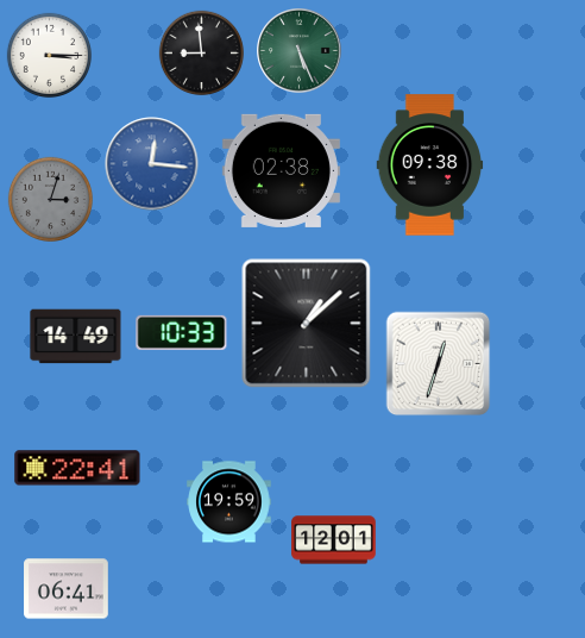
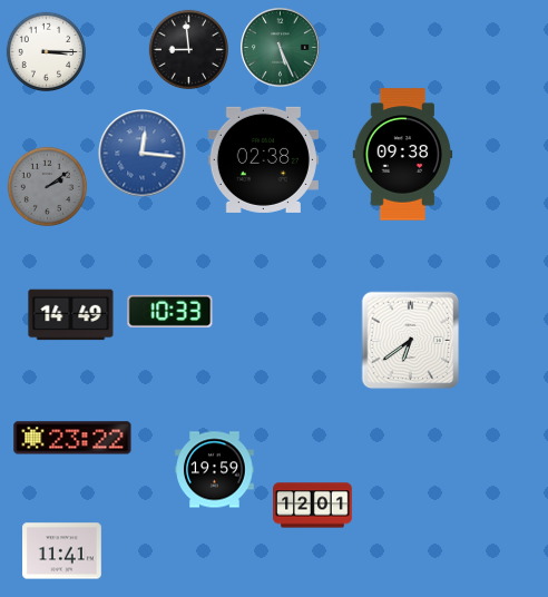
clock at (51, 200): 3:03 -> 2:09
clock at (307, 324): 1:08 -> none
clock at (439, 364): 12:33 -> 6:39
clock at (77, 468): 22:41 -> 23:22
clock at (67, 589): 06:41 -> 11:41
